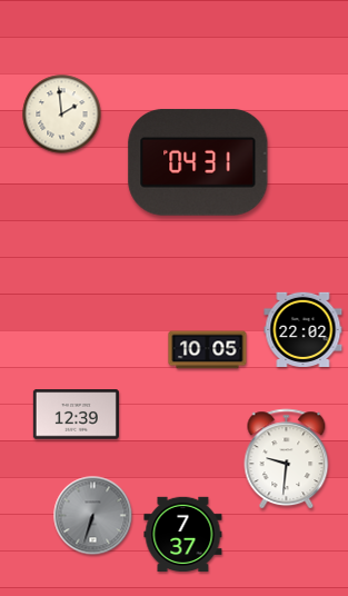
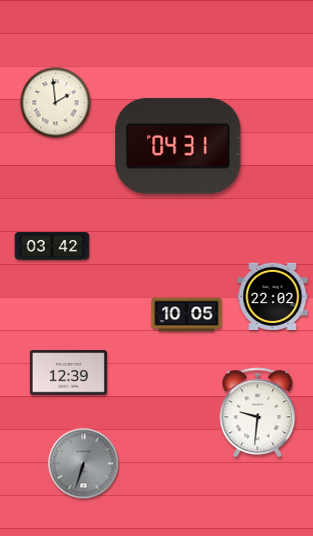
clock at (52, 247): none -> 03:42
clock at (183, 534): 7:37 -> none
